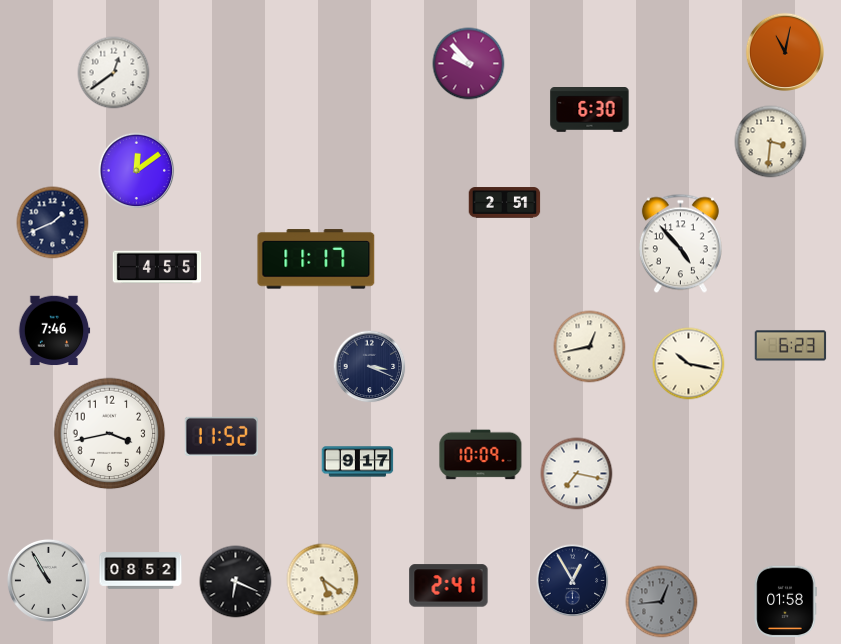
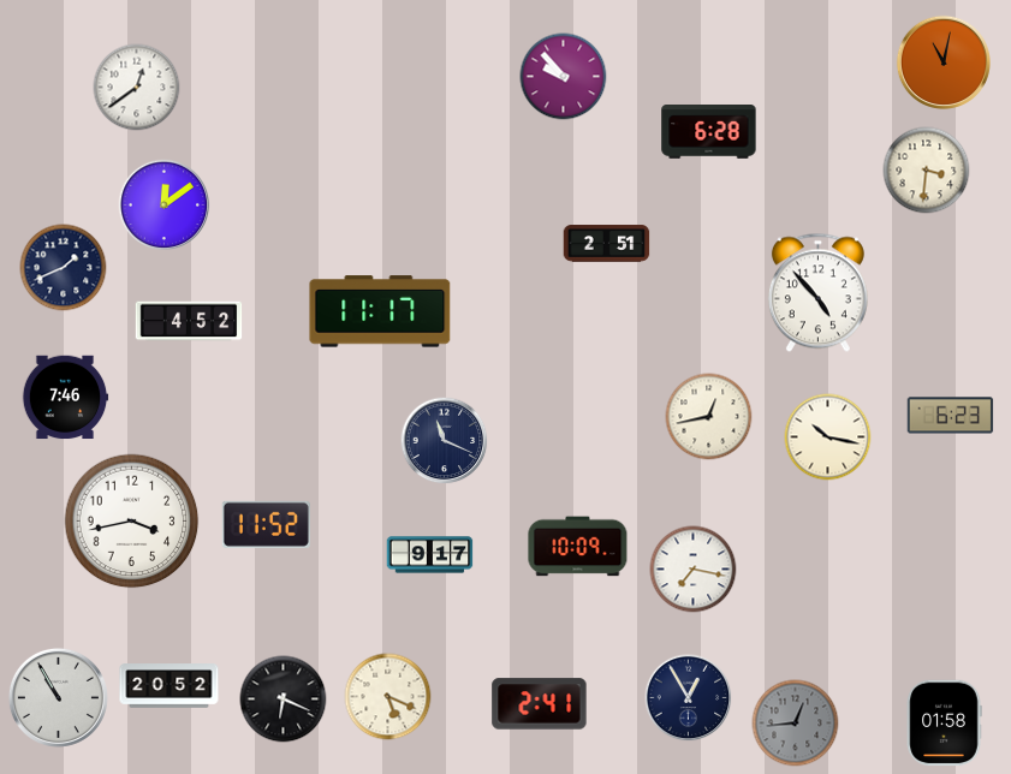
clock at (590, 110): 6:30 -> 6:28
clock at (157, 267): 4:55 -> 4:52
clock at (370, 367): 3:19 -> 11:19
clock at (141, 571): 08:52 -> 20:52
clock at (323, 580): 5:21 -> 5:19
